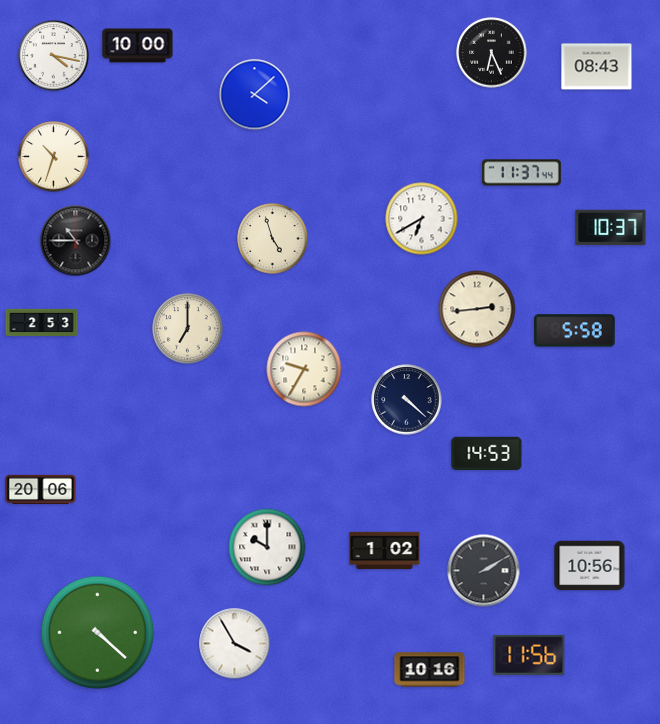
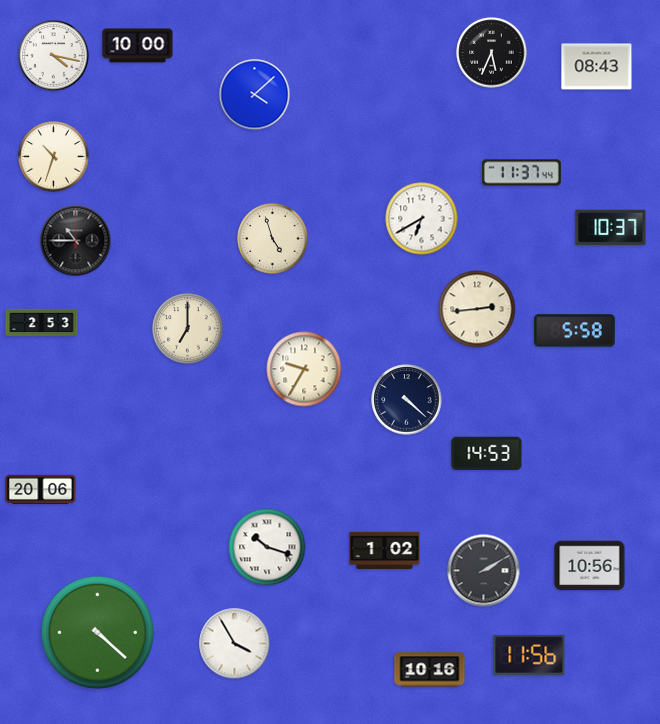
clock at (492, 53): 6:26 -> 5:34
clock at (267, 547): 10:00 -> 10:18
